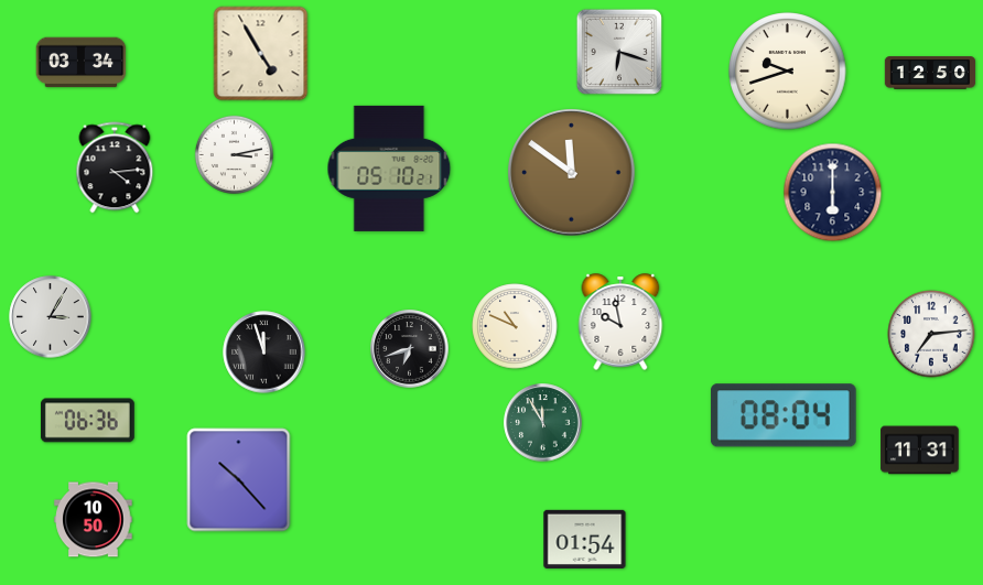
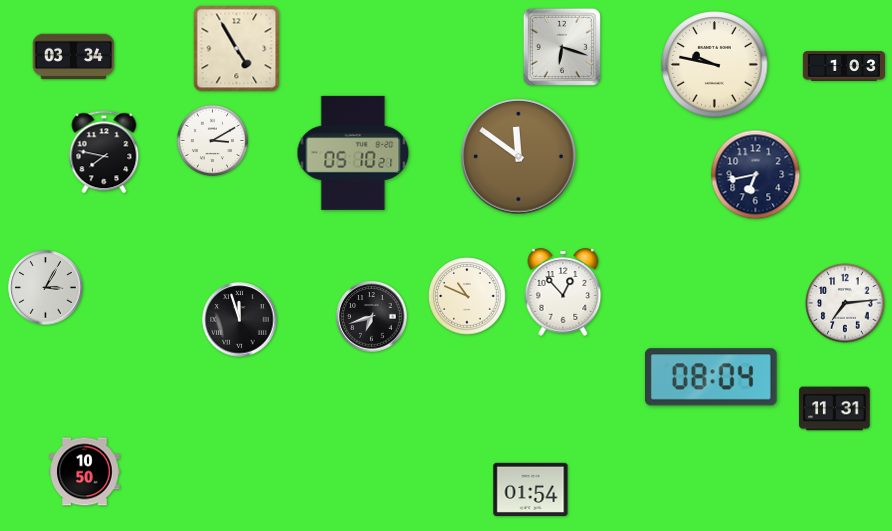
clock at (788, 72): 9:42 -> 9:47
clock at (930, 73): 12:50 -> 1:03
clock at (234, 154): 3:13 -> 3:10
clock at (115, 167): 4:14 -> 7:47
clock at (833, 193): 6:00 -> 6:43
clock at (620, 322): 9:58 -> 12:53
clock at (87, 421): 06:36 -> none
clock at (543, 423): 11:55 -> none
clock at (239, 480): 10:23 -> none
